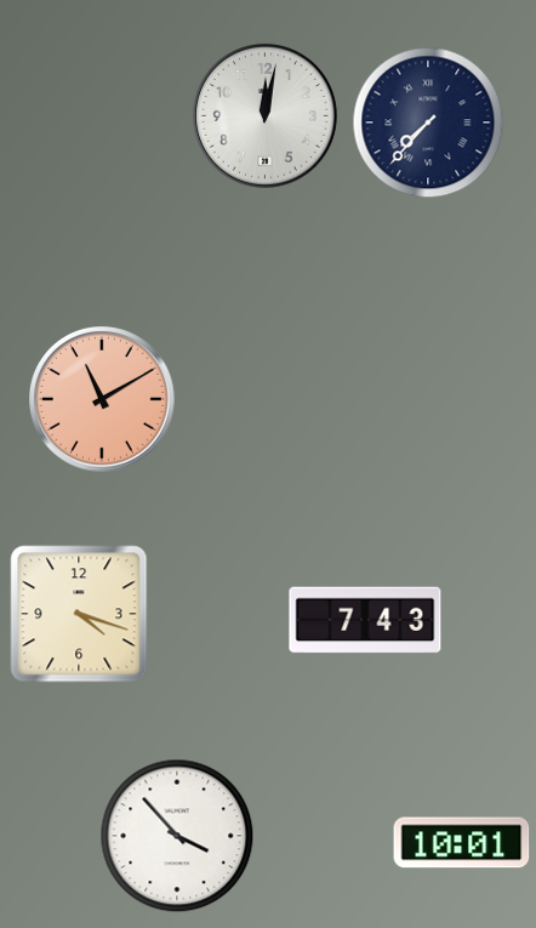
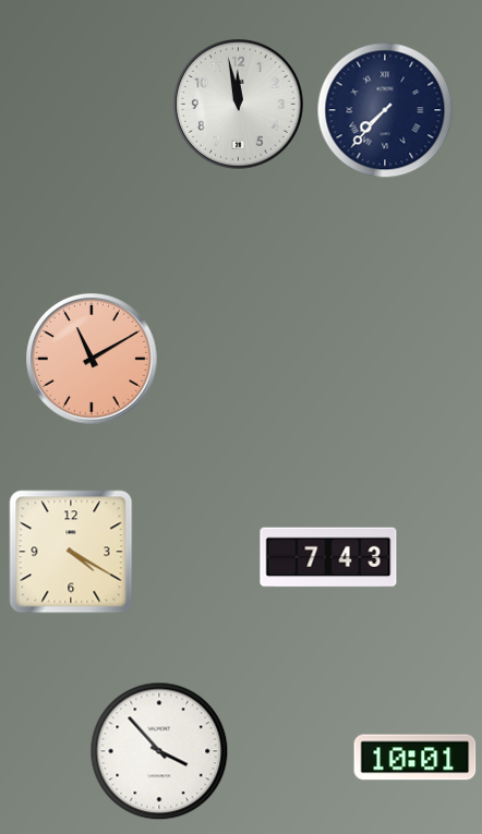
clock at (264, 115): 12:02 -> 11:58
clock at (79, 614): 4:18 -> 4:20
